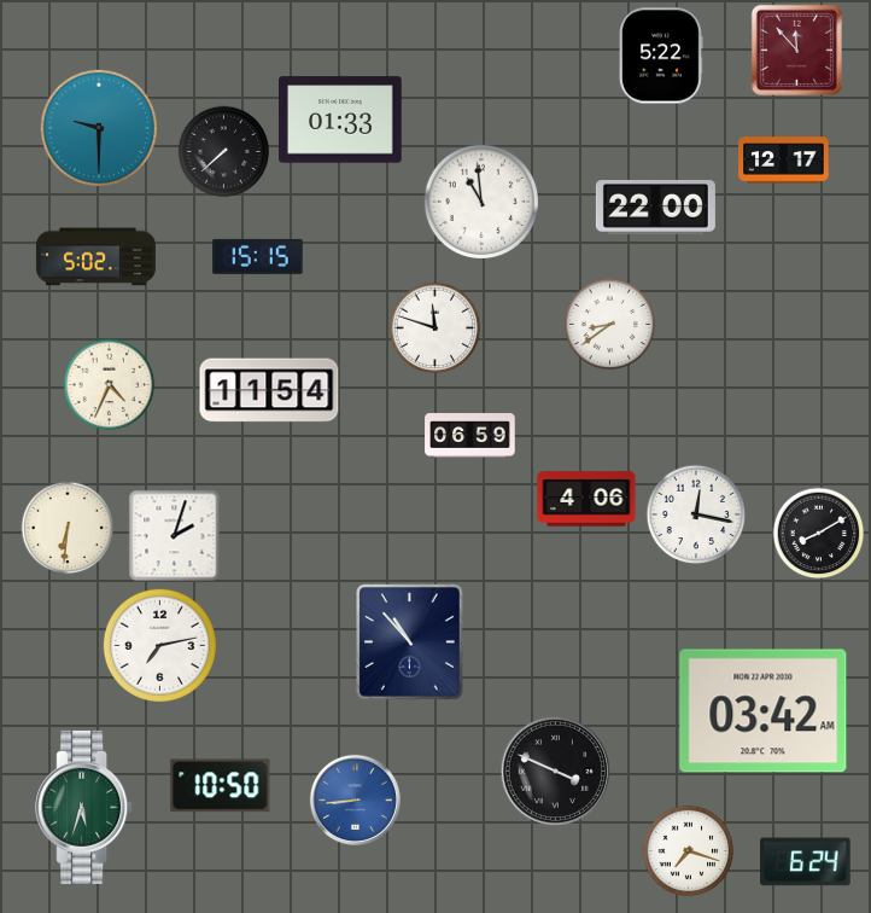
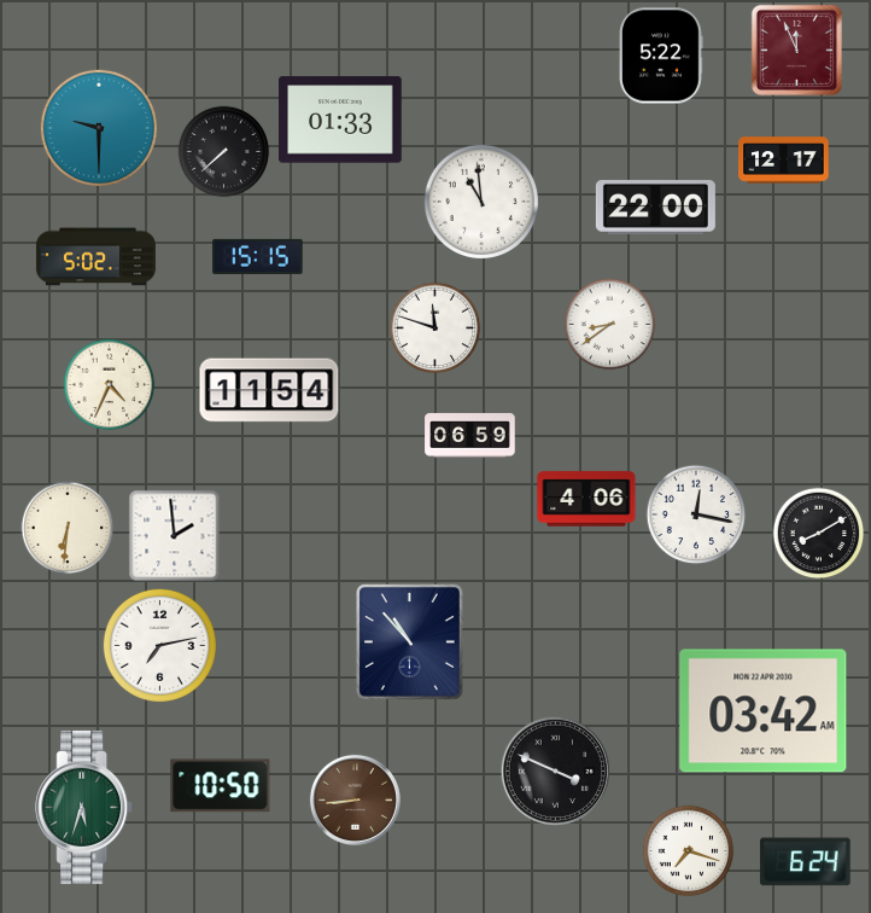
clock at (796, 50): 11:53 -> 11:56
clock at (175, 536): 2:03 -> 1:59
clock at (355, 799) dial: blue -> brown
